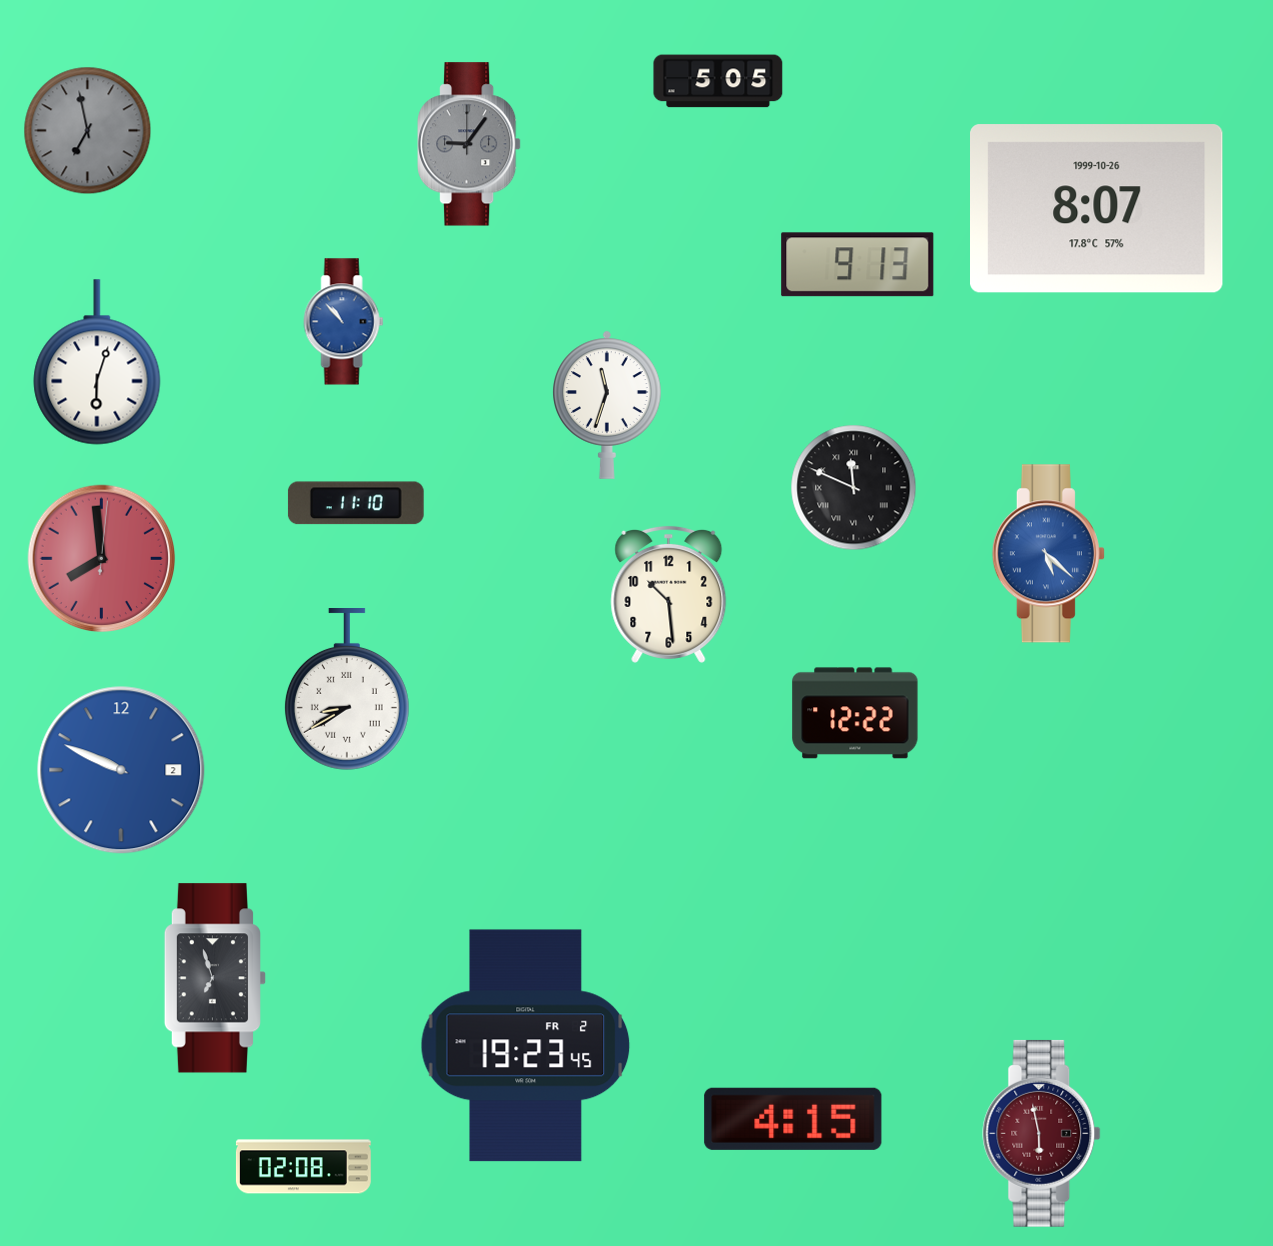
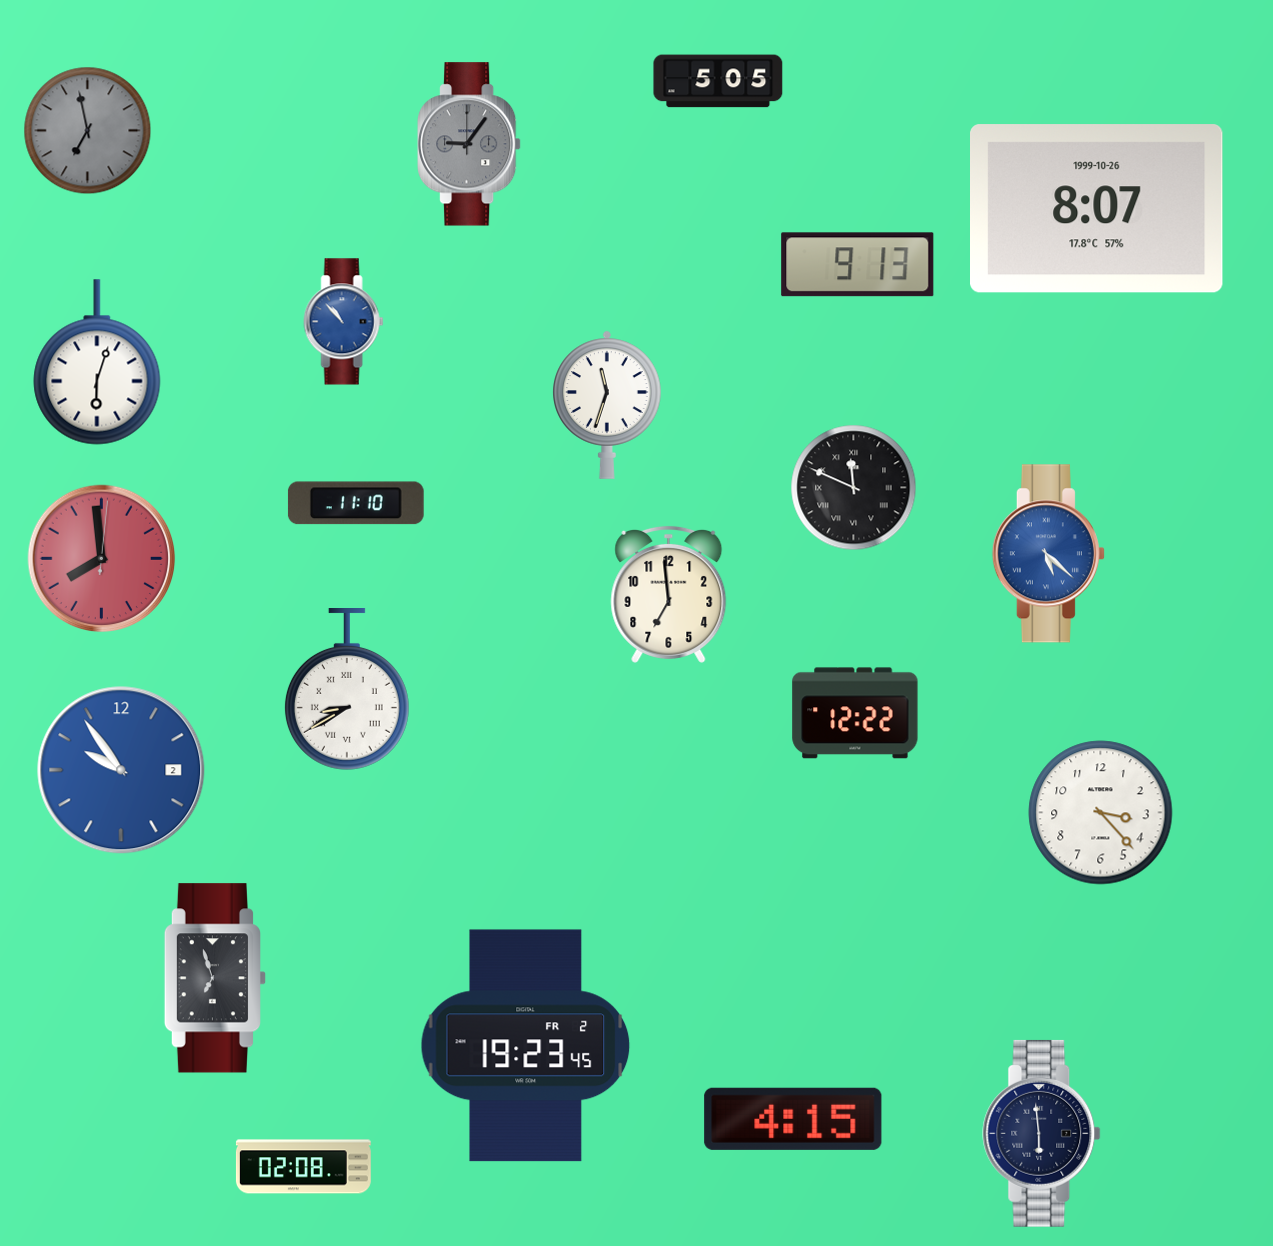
clock at (669, 594): 10:29 -> 6:59
clock at (121, 770): 9:49 -> 9:54
clock at (1101, 813): none -> 3:23
clock at (1042, 1133): 5:58 -> 5:59
clock at (1042, 1133) dial: burgundy -> navy
